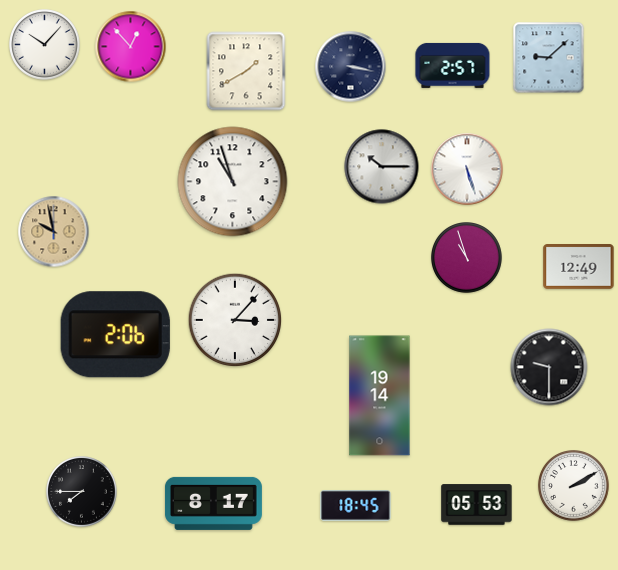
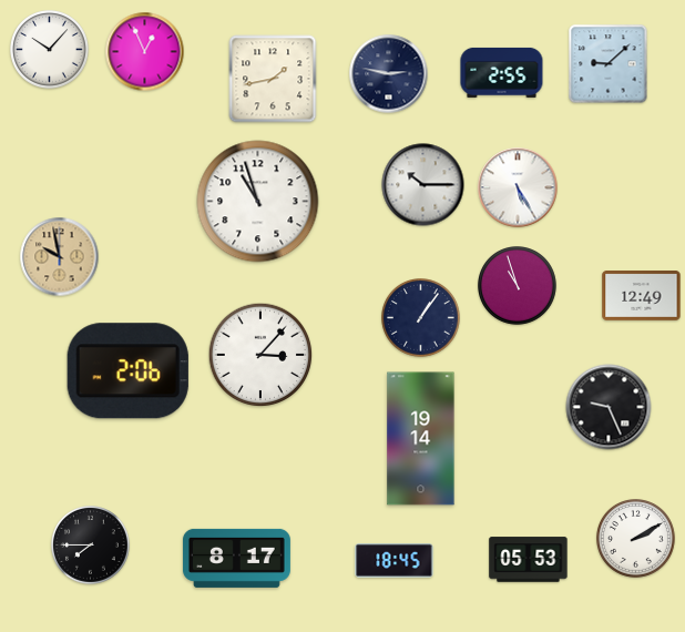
clock at (131, 47): 12:53 -> 12:56
clock at (453, 65): 2:57 -> 2:55
clock at (351, 67): 3:17 -> 2:47
clock at (246, 71): 1:40 -> 1:43
clock at (467, 169): 5:27 -> 5:25
clock at (421, 318): none -> 1:06
clock at (549, 367): 9:30 -> 9:26
